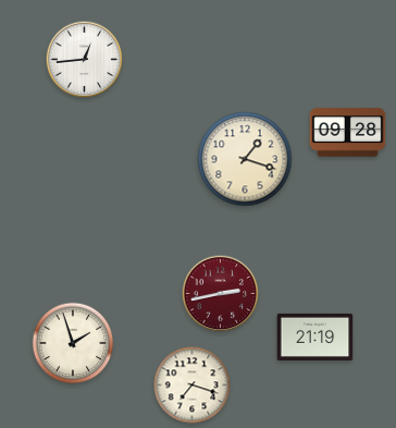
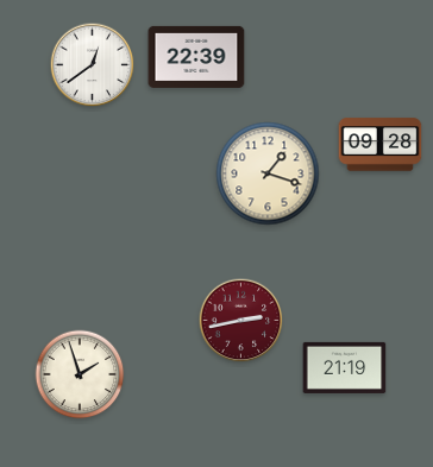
clock at (196, 57): none -> 22:39
clock at (85, 60): 12:44 -> 12:39
clock at (193, 386): 7:18 -> none
